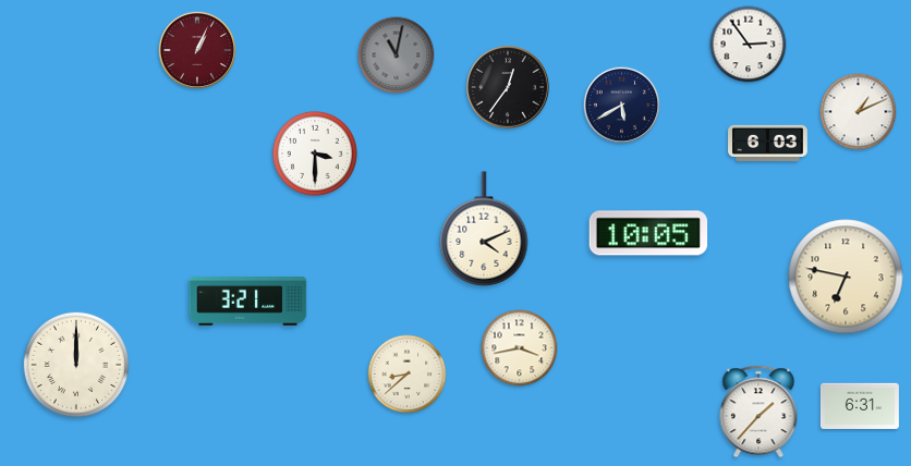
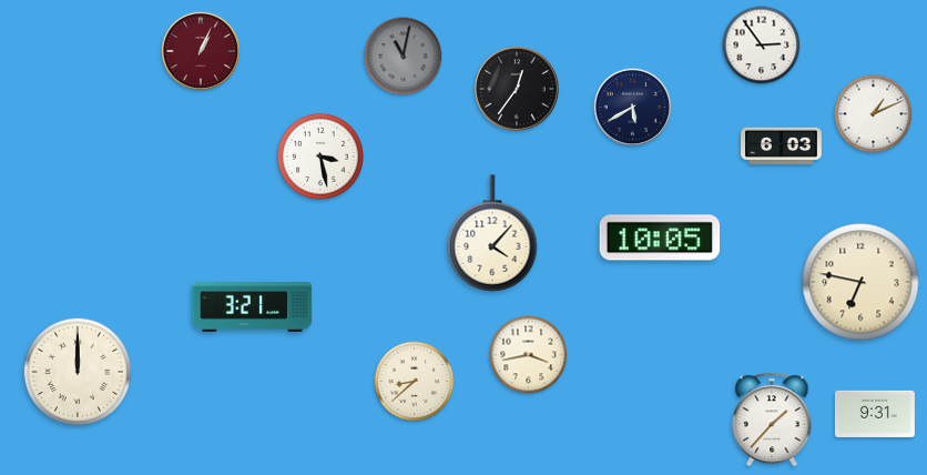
clock at (315, 154): 3:30 -> 3:28
clock at (484, 229): 4:11 -> 4:07
clock at (860, 406): 6:31 -> 9:31
